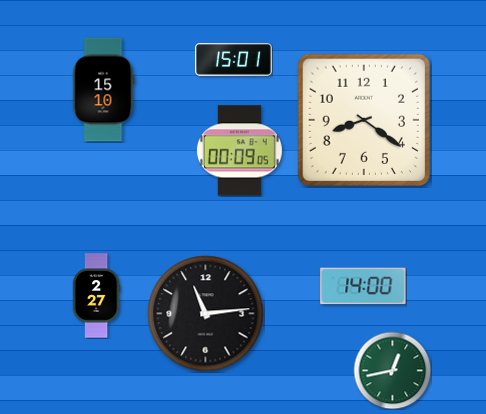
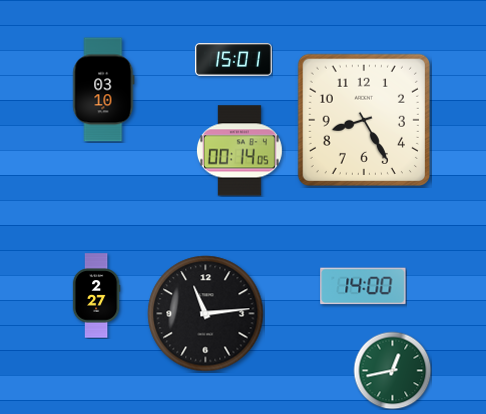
clock at (104, 90): 15:10 -> 03:10
clock at (364, 120): 8:21 -> 8:25
clock at (239, 151): 00:09 -> 00:14
